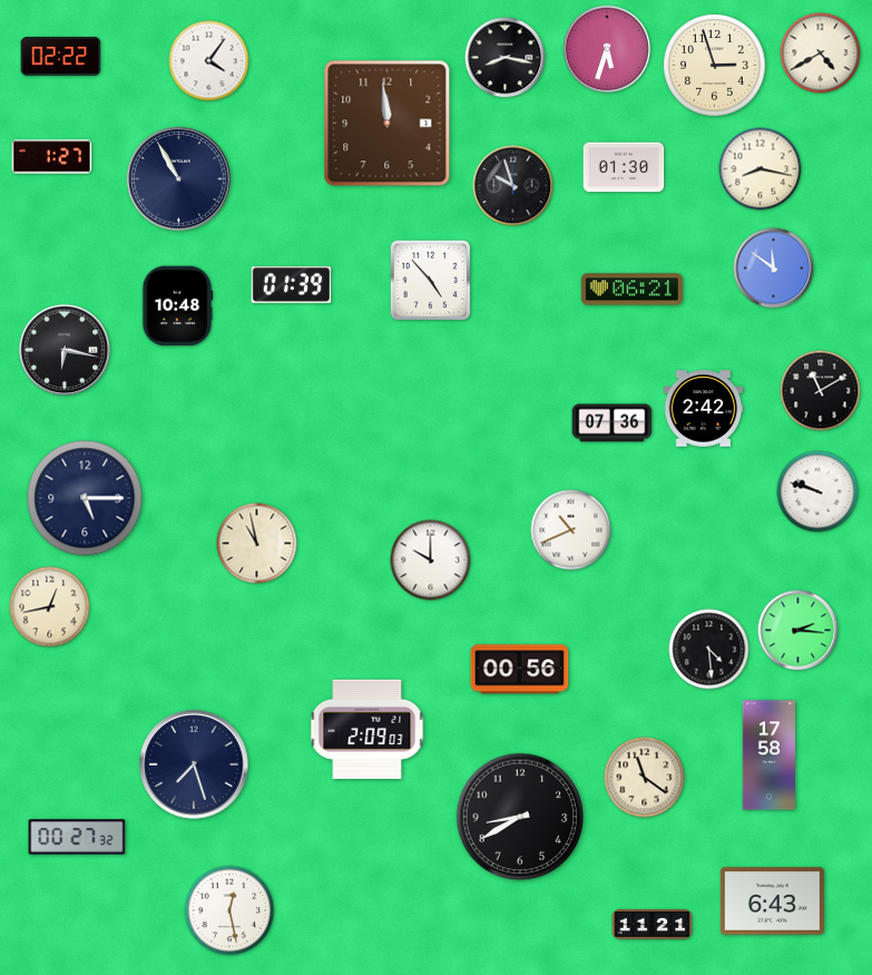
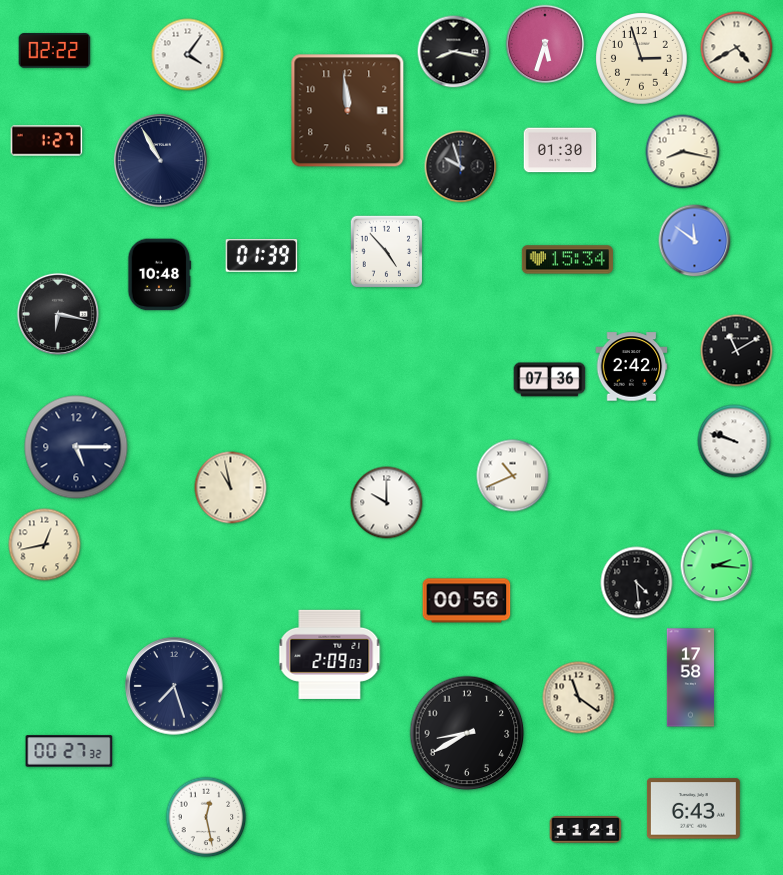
clock at (631, 290): 06:21 -> 15:34
